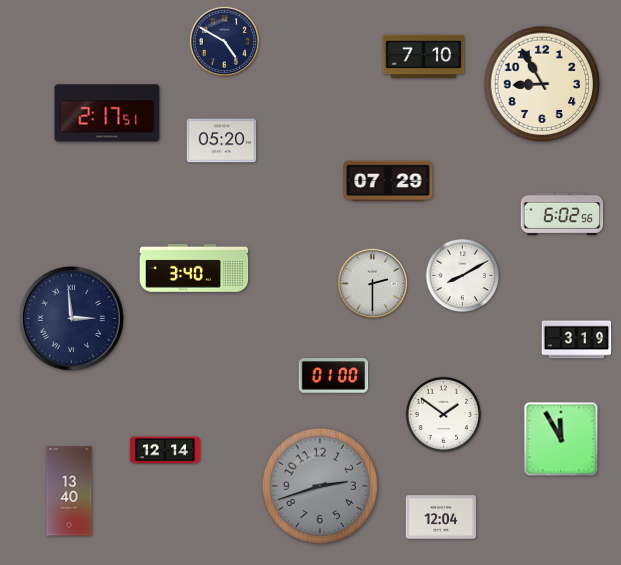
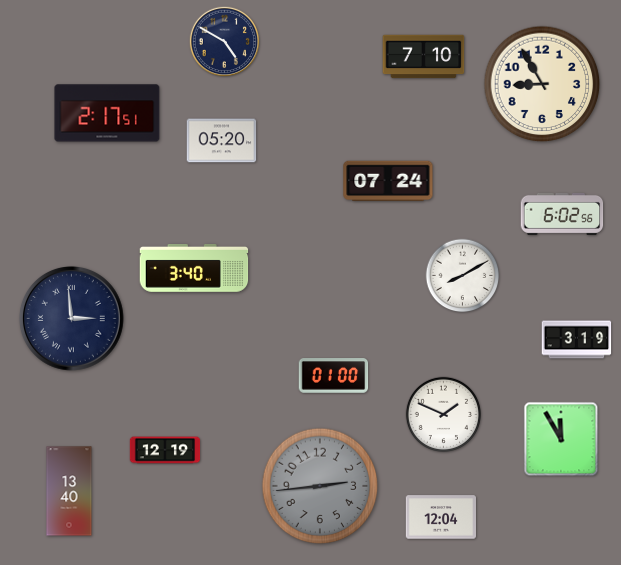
clock at (388, 181): 07:29 -> 07:24
clock at (373, 284): 2:30 -> none
clock at (443, 414): 1:51 -> 1:49
clock at (165, 450): 12:14 -> 12:19
clock at (320, 486): 2:42 -> 2:44
